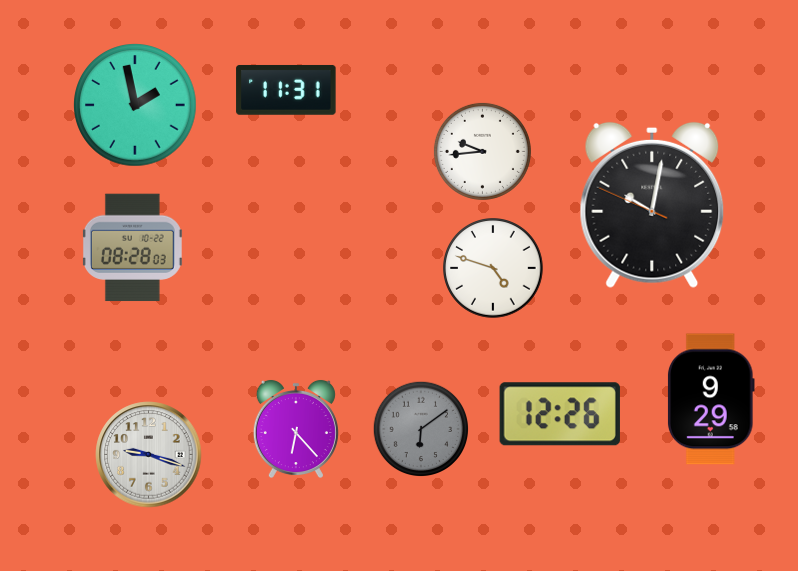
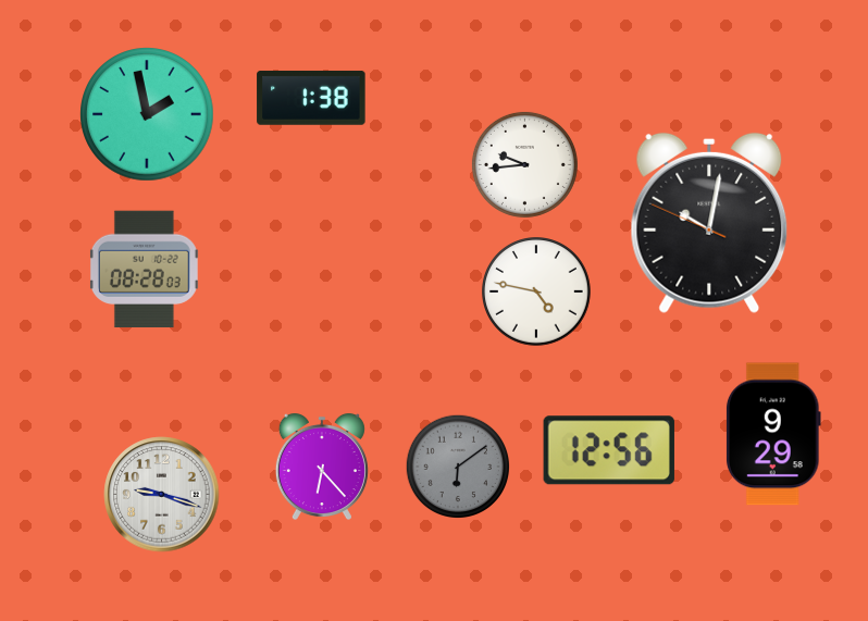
clock at (286, 90): 11:31 -> 1:38
clock at (494, 269): 4:48 -> 4:47
clock at (560, 414): 12:26 -> 12:56
